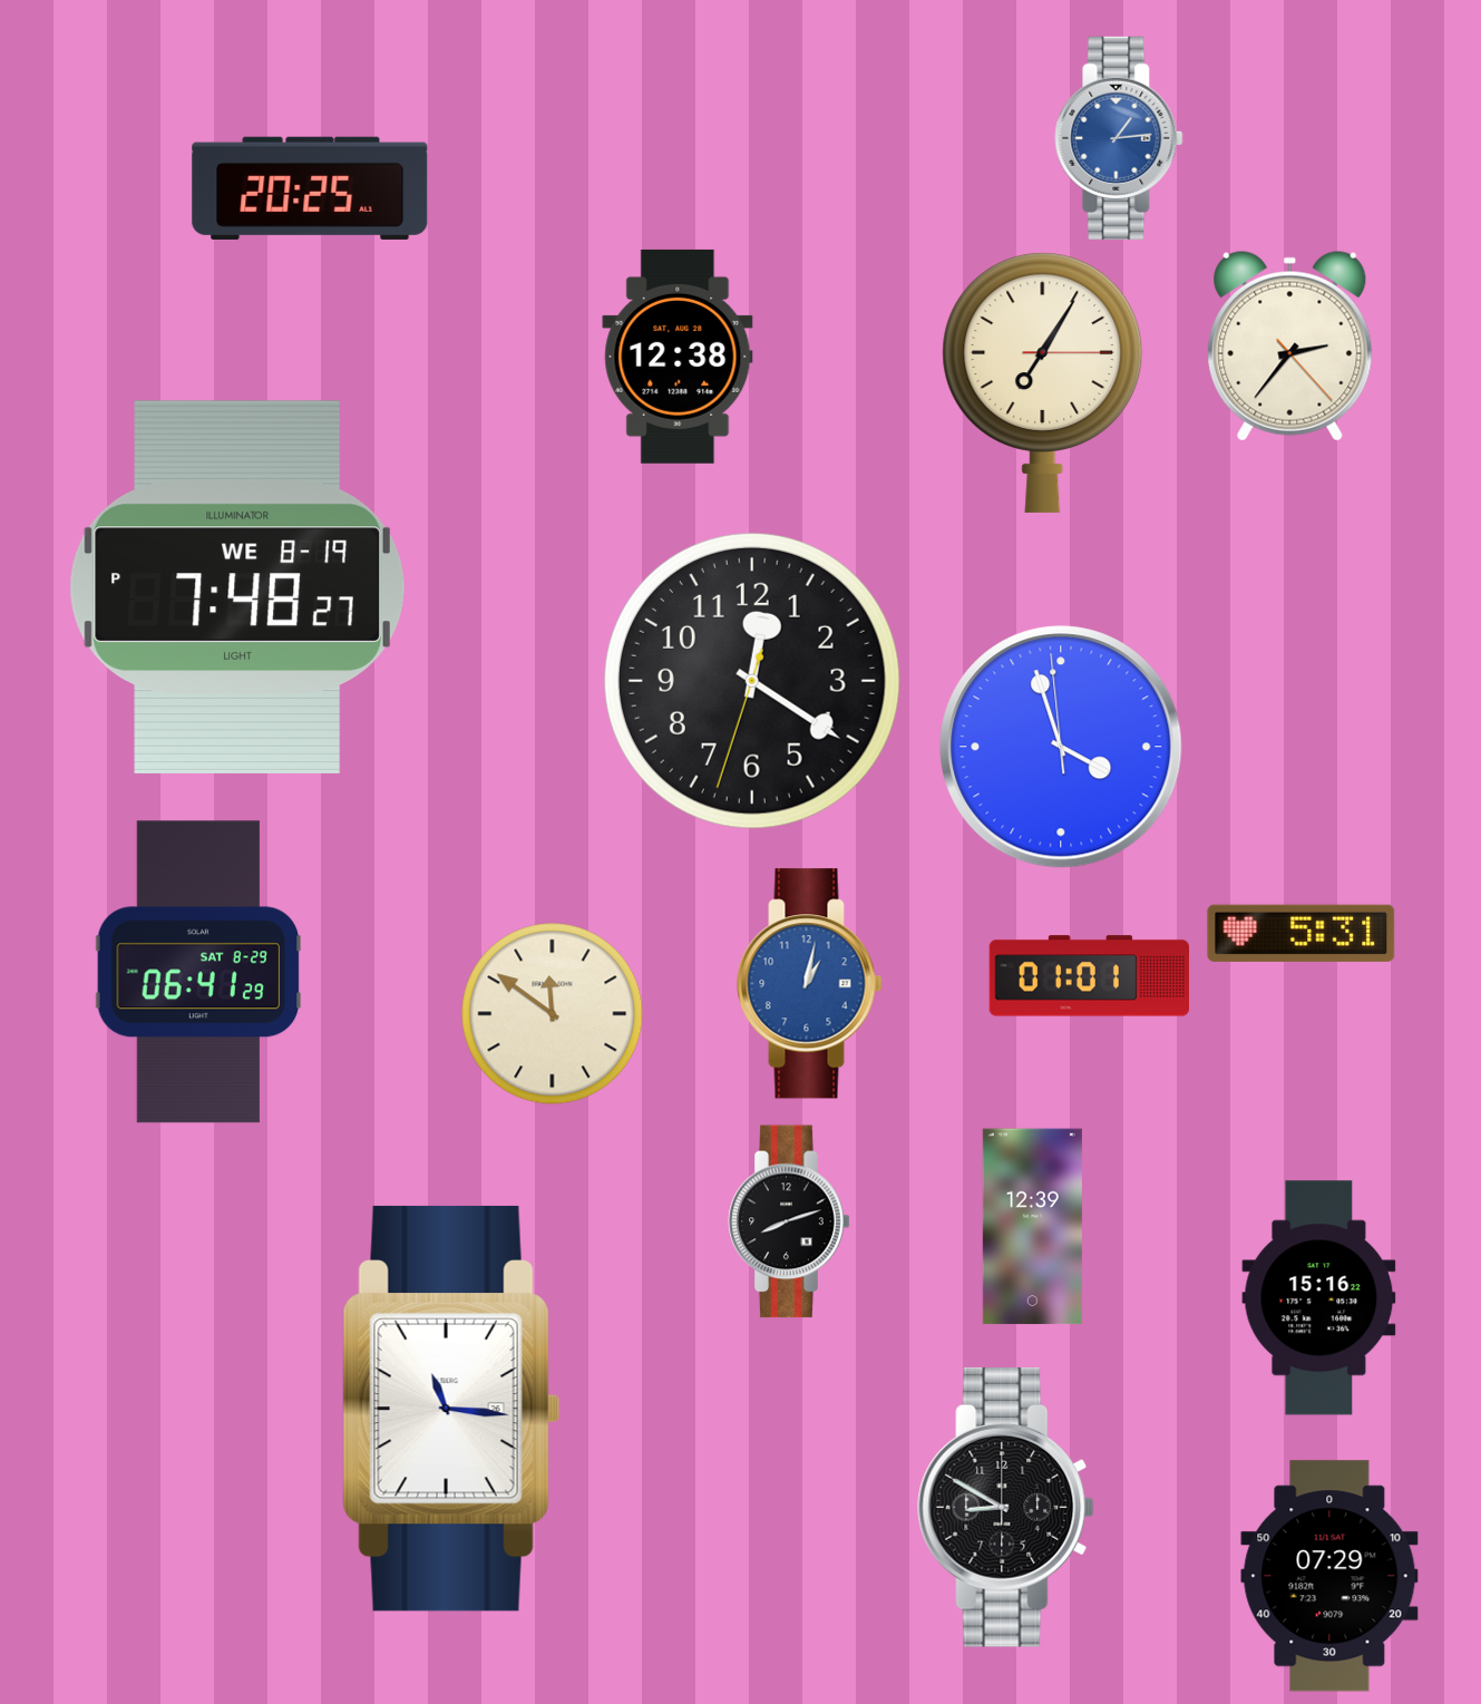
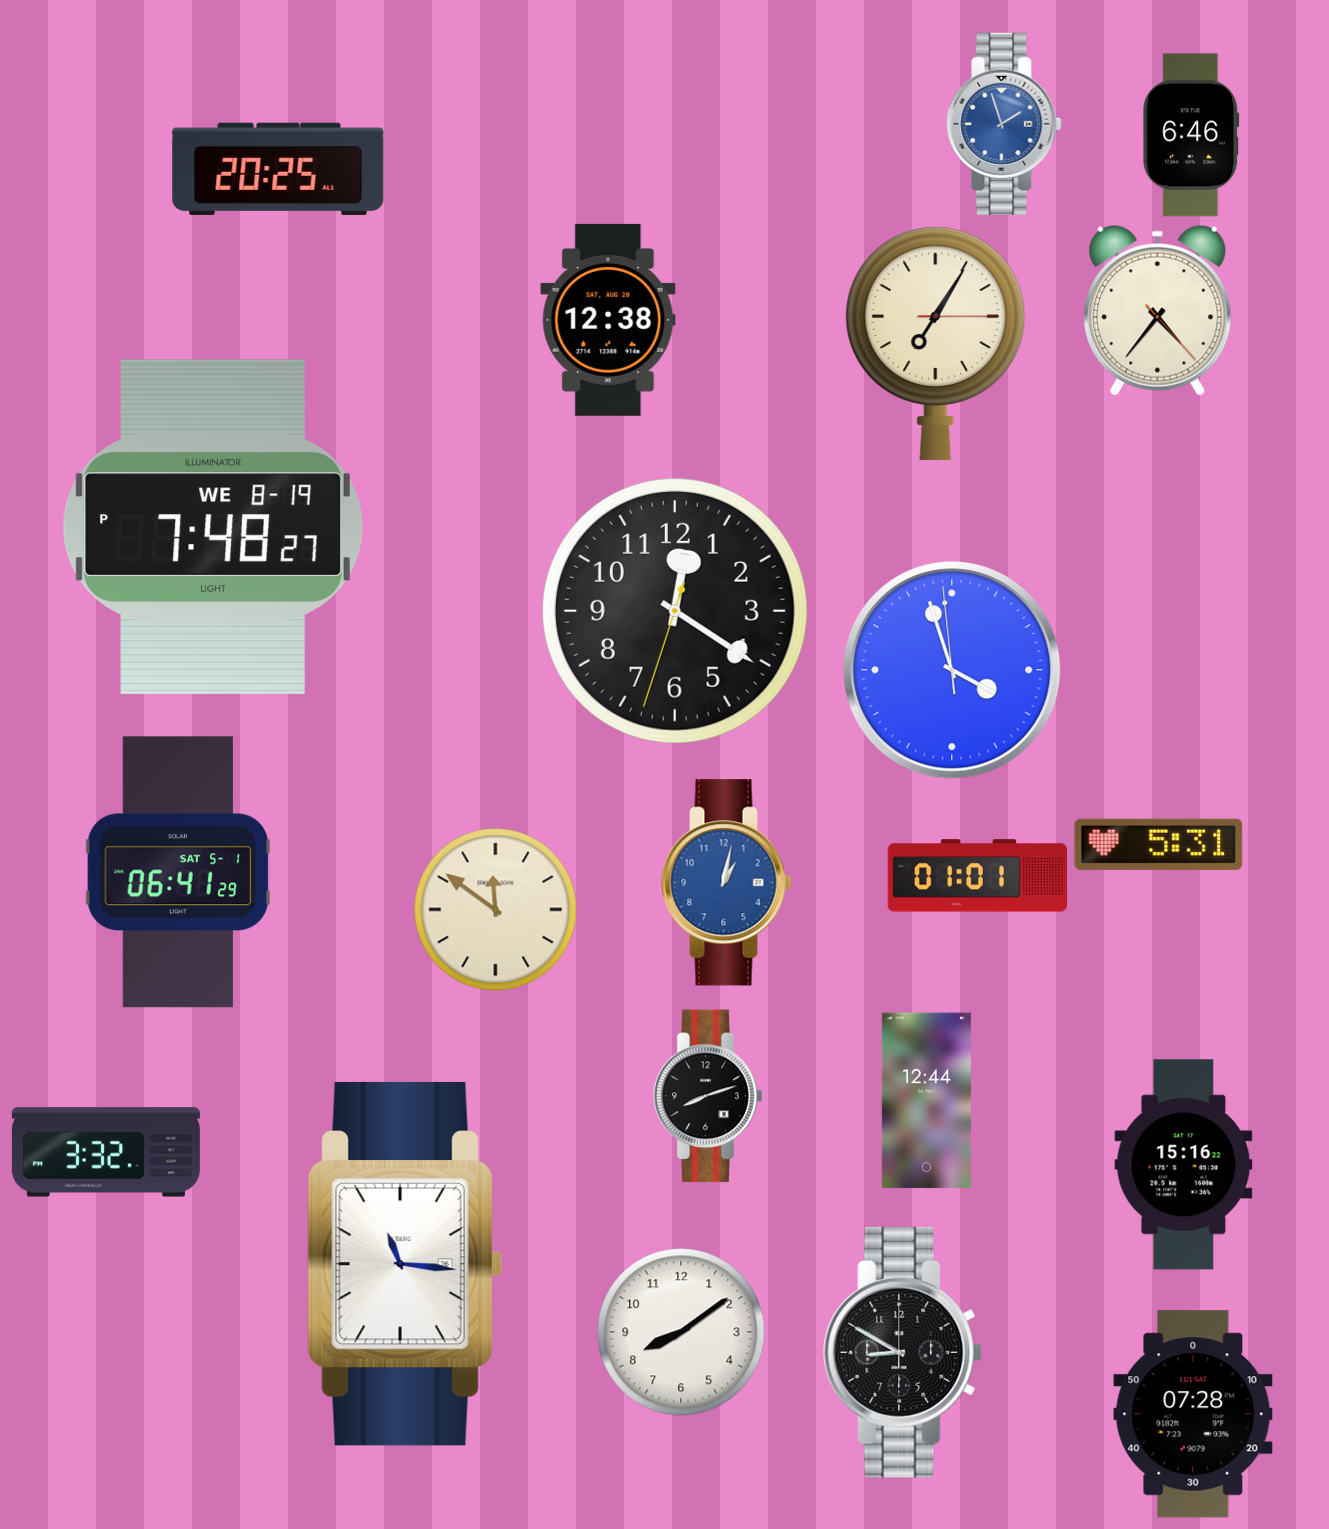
clock at (1119, 138): 1:14 -> 1:57
clock at (1191, 135): none -> 6:46
clock at (1290, 345): 2:36 -> 4:36
clock at (1302, 933) position: (1302, 933) -> (1159, 844)
clock at (198, 972) date: SAT 8-29 -> SAT 5-1
clock at (1032, 1227): 12:39 -> 12:44
clock at (106, 1152): none -> 3:32
clock at (681, 1332): none -> 8:09
clock at (1329, 1576): 07:29 -> 07:28
